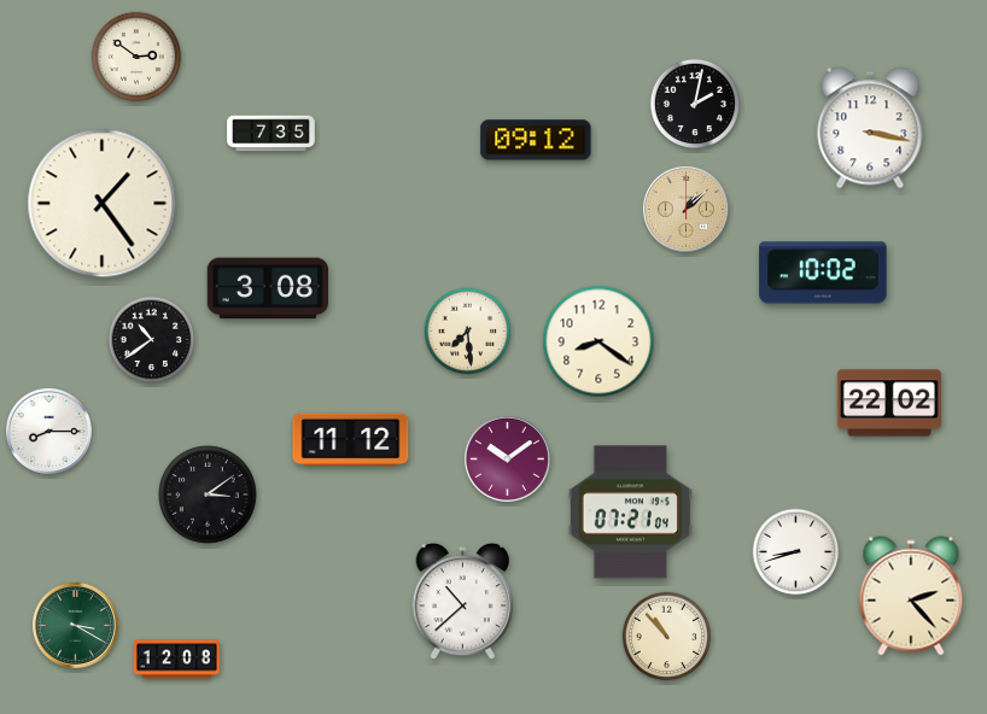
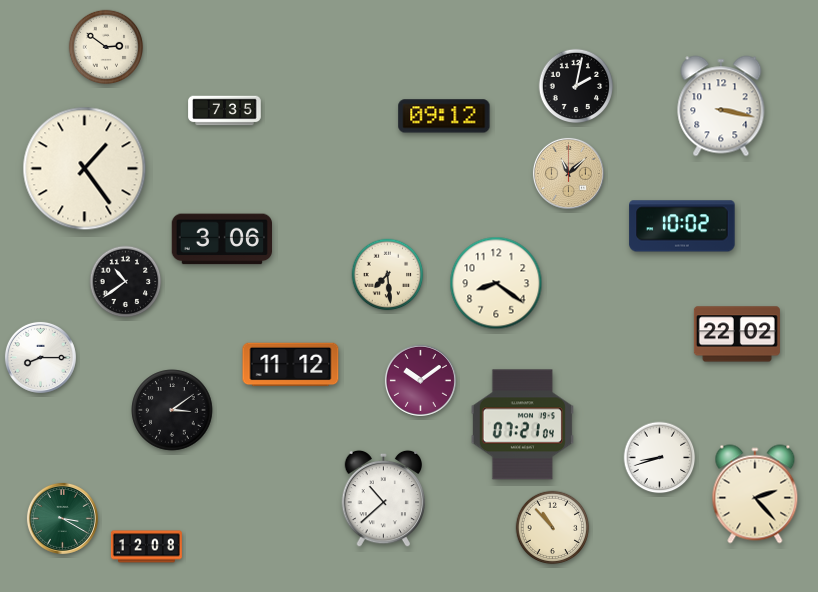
clock at (136, 57) position: (136, 57) -> (106, 47)
clock at (685, 209): 1:08 -> 11:08
clock at (267, 288): 3:08 -> 3:06
